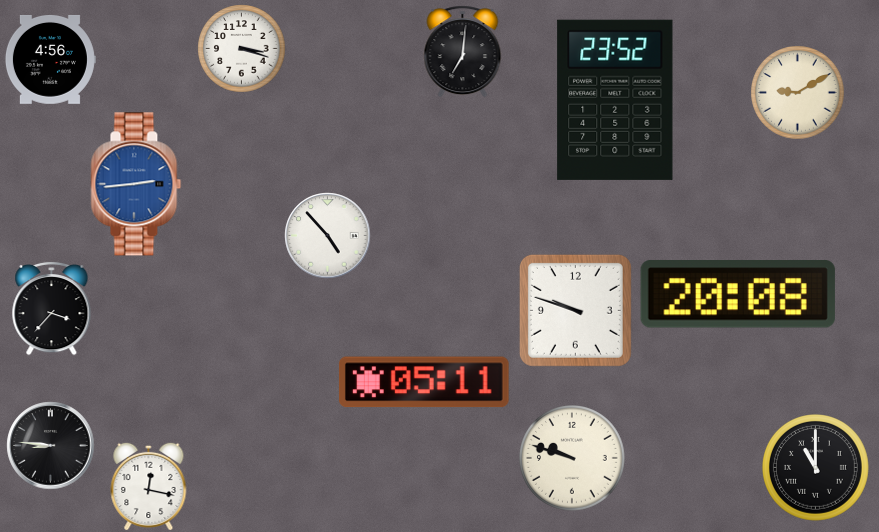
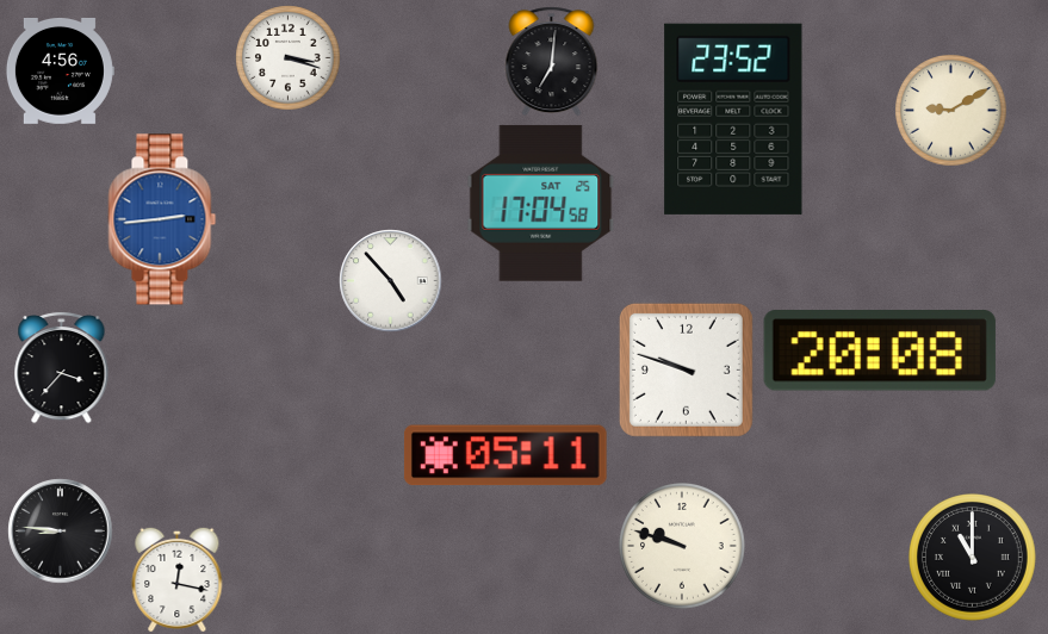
clock at (541, 203): none -> 17:04
